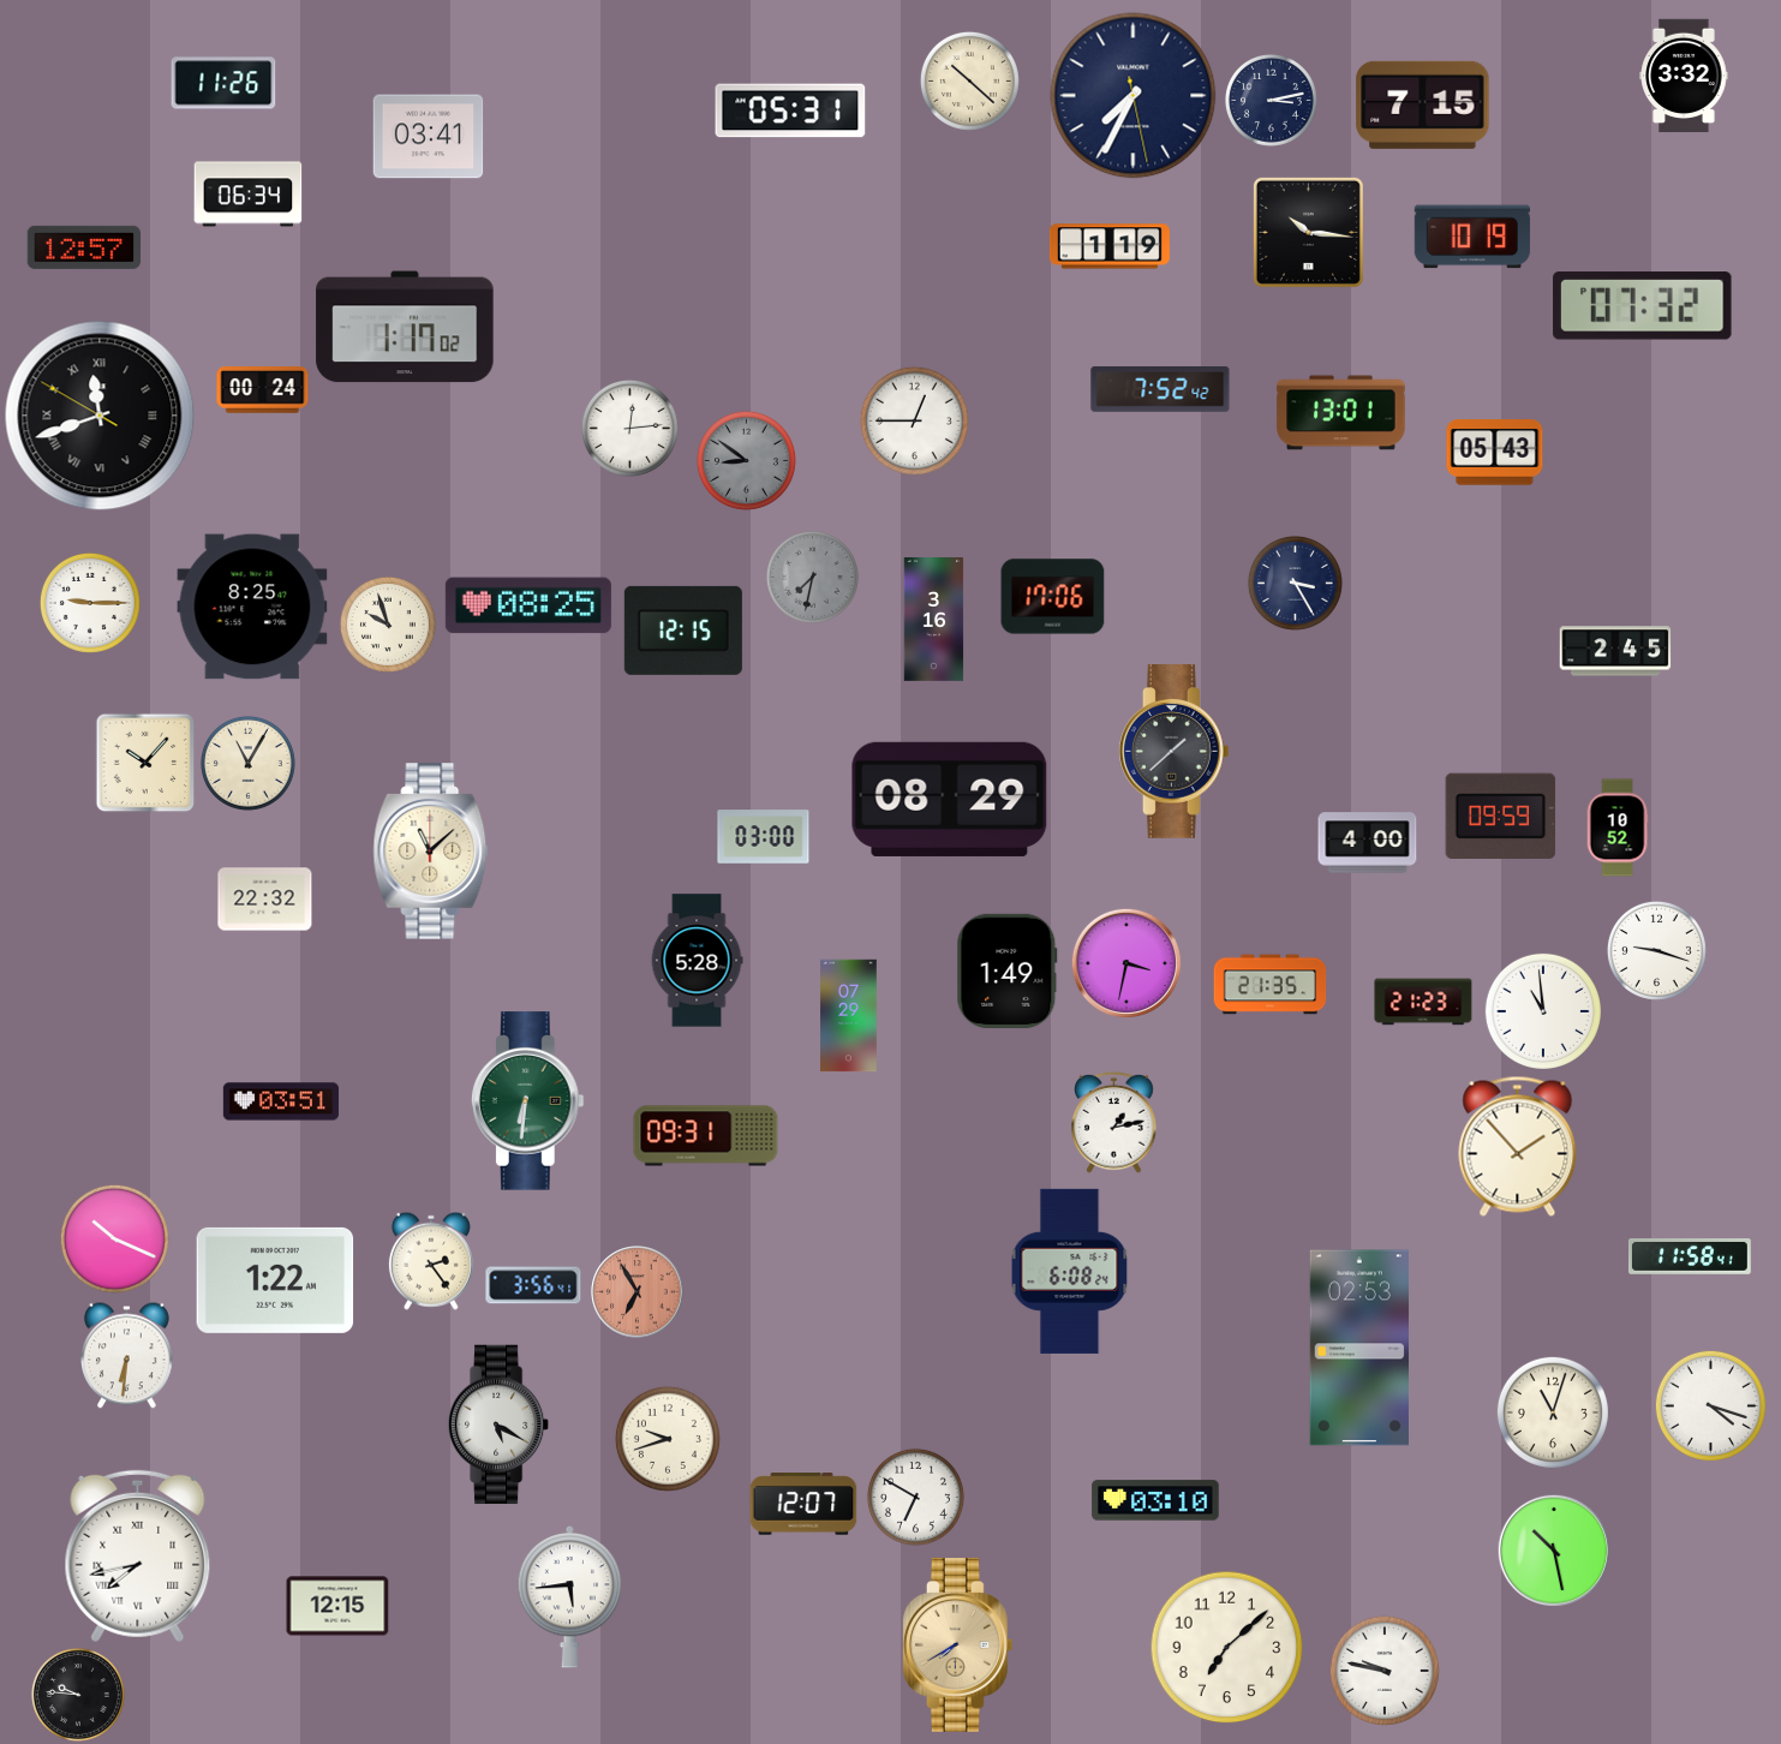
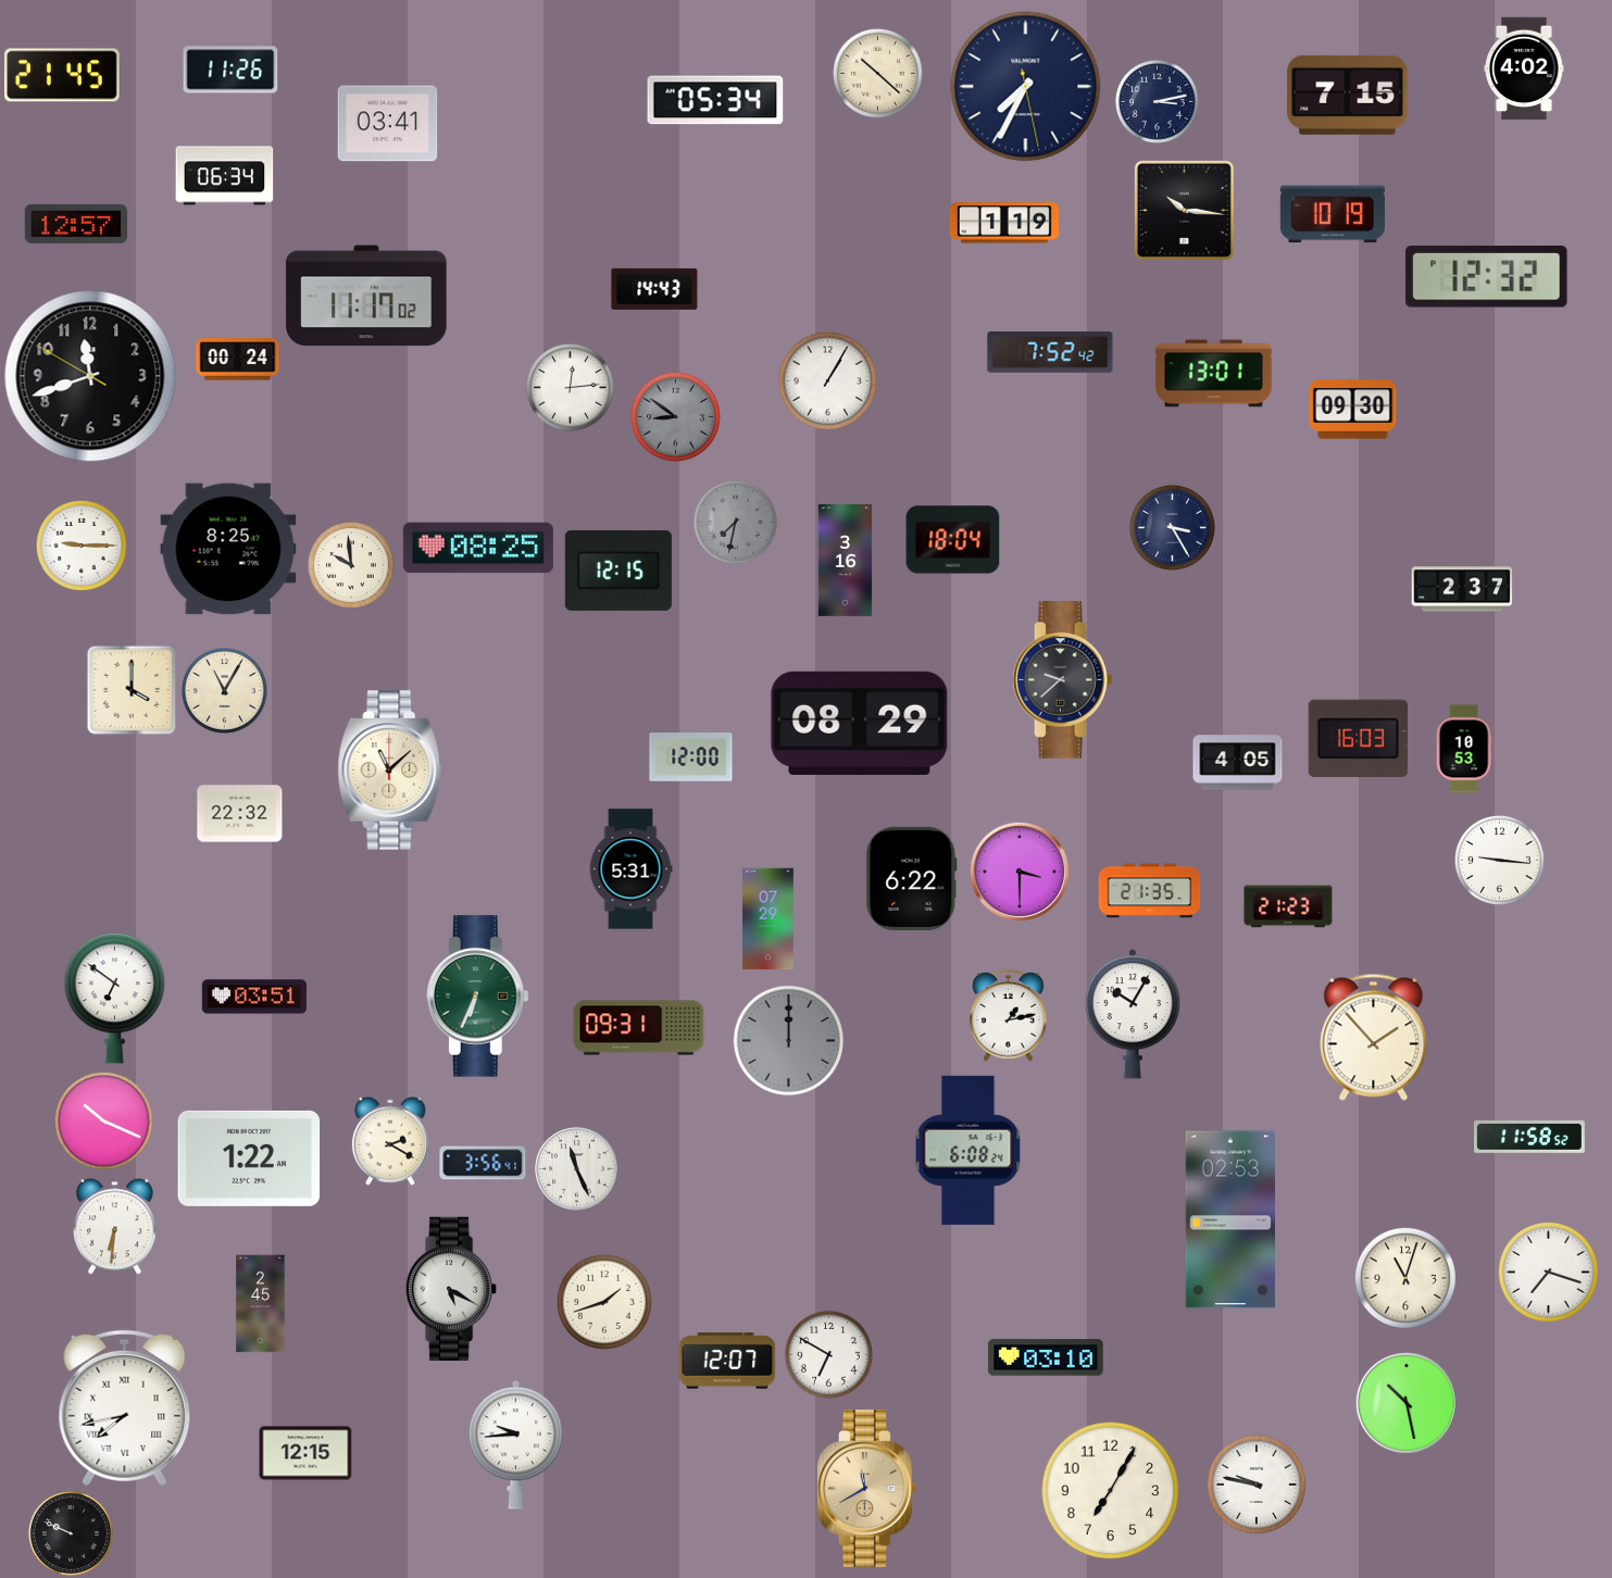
clock at (1684, 76): 3:32 -> 4:02
clock at (62, 75): none -> 21:45
clock at (223, 83) position: (223, 83) -> (230, 70)
clock at (1271, 100) position: (1271, 100) -> (1157, 101)
clock at (1423, 104) position: (1423, 104) -> (1348, 95)
clock at (790, 111): 05:31 -> 05:34
clock at (1643, 306): 07:32 -> 12:32
clock at (654, 289): none -> 14:43
clock at (405, 327): 1:17 -> 11:17
clock at (263, 390) position: (263, 390) -> (238, 360)
clock at (100, 416) numerals: Roman -> Arabic
clock at (914, 420): 12:45 -> 1:05
clock at (1495, 453): 05:43 -> 09:30
clock at (1053, 597): 17:06 -> 18:04
clock at (388, 625): 9:57 -> 9:59
clock at (1615, 651): 2:45 -> 2:37
clock at (1173, 752): 1:38 -> 9:38
clock at (145, 763): 10:07 -> 4:00
clock at (1501, 816): 09:59 -> 16:03
clock at (1618, 828): 10:52 -> 10:53
clock at (764, 837): 03:00 -> 12:00
clock at (1368, 843): 4:00 -> 4:05
clock at (1656, 950): 9:18 -> 9:16
clock at (697, 961): 5:28 -> 5:31
clock at (1126, 963): 3:32 -> 3:30
clock at (1008, 970): 1:49 -> 6:22
clock at (1543, 1011): 10:59 -> none
clock at (527, 1101): 6:31 -> 6:34
clock at (115, 998): none -> 6:51
clock at (1133, 1014): none -> 10:05
clock at (788, 1040): none -> 12:00
clock at (1690, 1256): 11:58:41 -> 11:58:52
clock at (431, 1261): 2:24 -> 2:20
clock at (638, 1292): 6:55 -> 11:26
clock at (638, 1292) dial: salmon -> white
clock at (1710, 1405): 4:18 -> 7:18
clock at (668, 1439): 9:42 -> 1:42
clock at (261, 1304): none -> 2:45
clock at (570, 1596): 5:44 -> 9:44
clock at (957, 1646): 7:40 -> 11:40
clock at (1227, 1648): 7:08 -> 7:05
clock at (1385, 1671) position: (1385, 1671) -> (1257, 1485)
clock at (78, 1695): 9:46 -> 9:49
